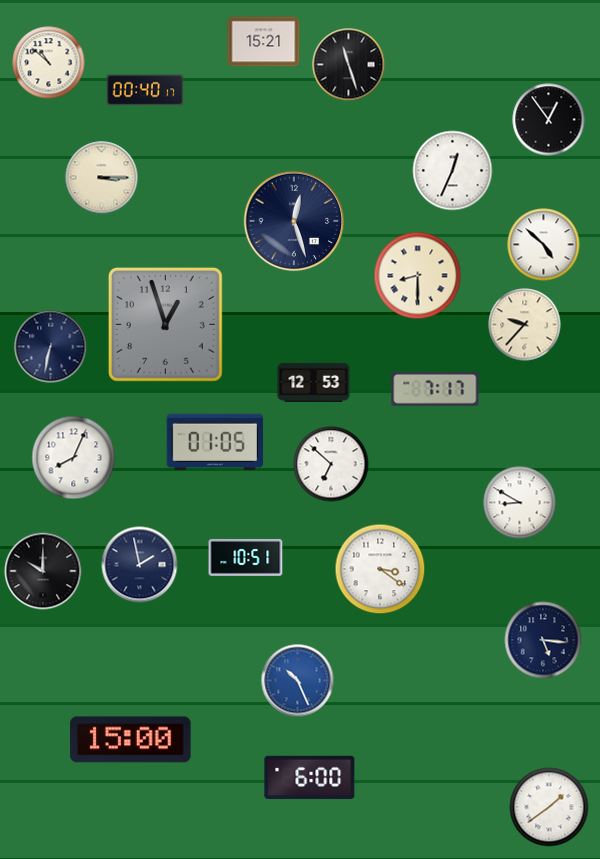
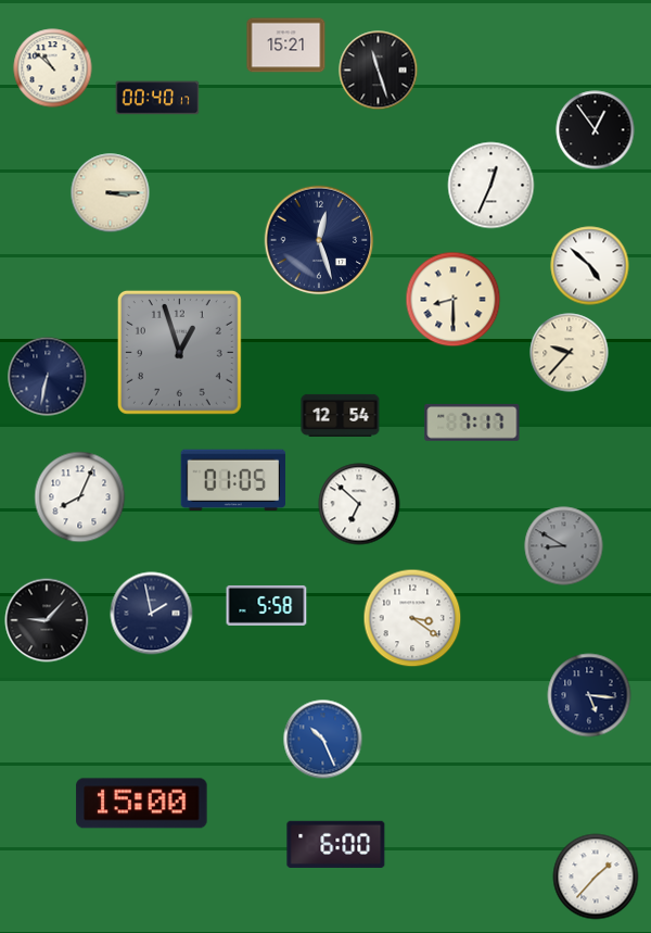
clock at (51, 347) position: (51, 347) -> (48, 377)
clock at (314, 382): 12:53 -> 12:54
clock at (520, 503) dial: white -> grey
clock at (246, 557): 10:51 -> 5:58
clock at (43, 571): 10:00 -> 9:07
clock at (549, 807): 1:39 -> 1:37
